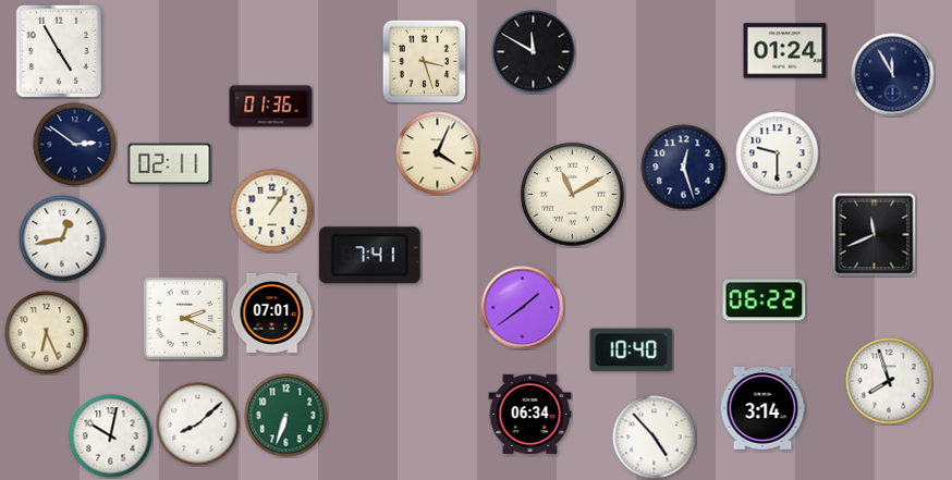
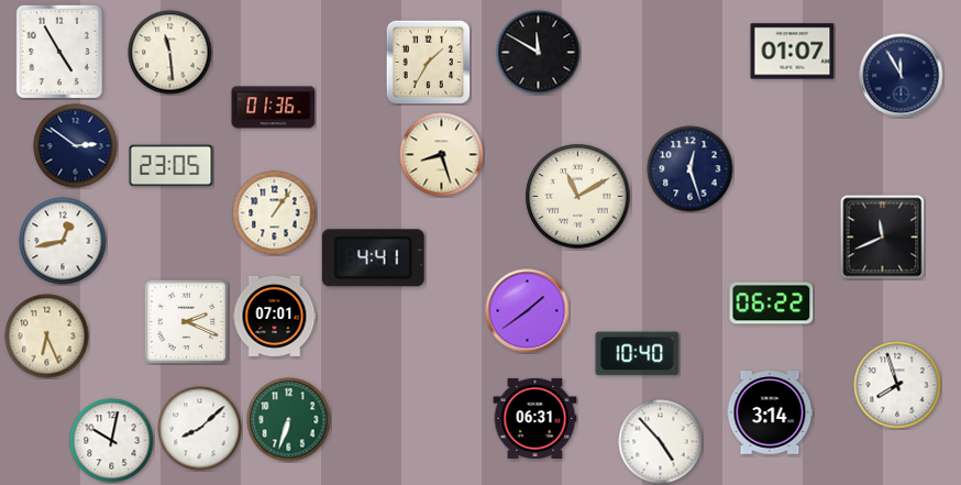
clock at (785, 51): 01:24 -> 01:07
clock at (170, 53): none -> 11:29
clock at (424, 61): 3:27 -> 1:35
clock at (438, 153): 4:04 -> 8:27
clock at (778, 153): 9:30 -> none
clock at (170, 164): 02:11 -> 23:05
clock at (369, 256): 7:41 -> 4:41
clock at (530, 414): 06:34 -> 06:31
